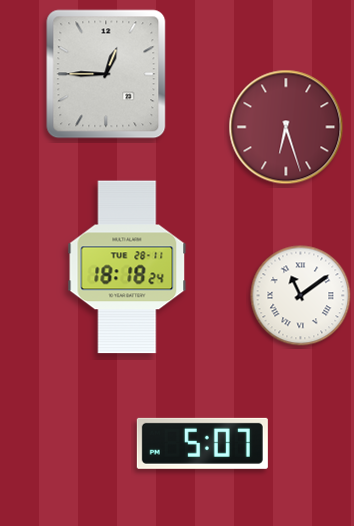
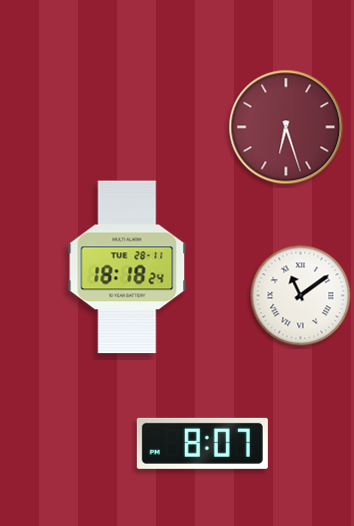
clock at (106, 74): 12:45 -> none
clock at (202, 443): 5:07 -> 8:07
